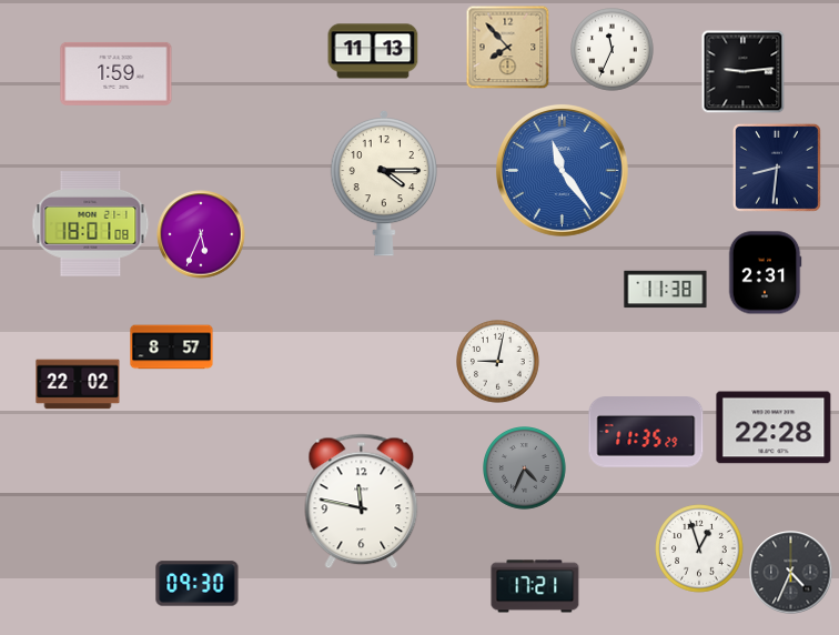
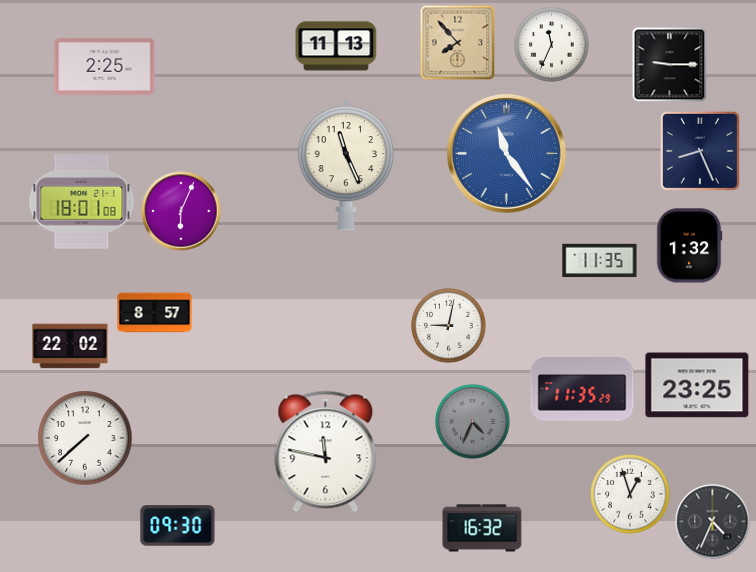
clock at (744, 72): 9:14 -> 9:15
clock at (117, 73): 1:59 -> 2:25
clock at (777, 168): 8:31 -> 8:26
clock at (383, 183): 4:15 -> 11:26
clock at (201, 234): 5:34 -> 6:04
clock at (765, 273): 2:31 -> 1:32
clock at (666, 290): 11:38 -> 11:35
clock at (774, 427): 22:28 -> 23:25
clock at (85, 438): none -> 7:38
clock at (791, 573) position: (791, 573) -> (713, 522)
clock at (535, 586): 17:21 -> 16:32
